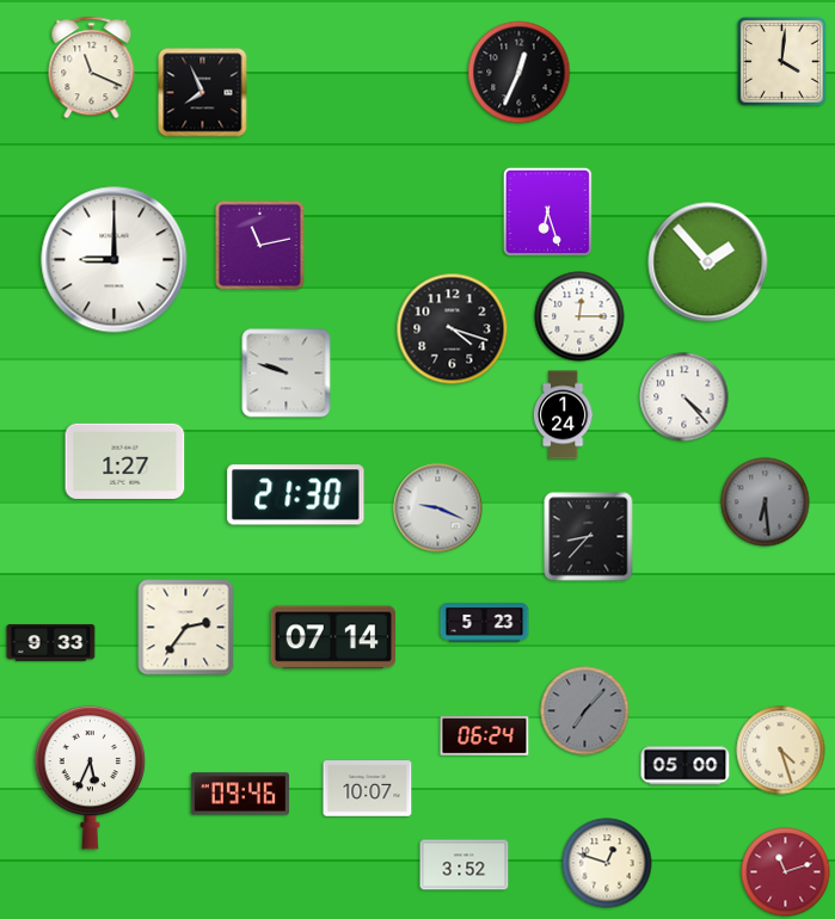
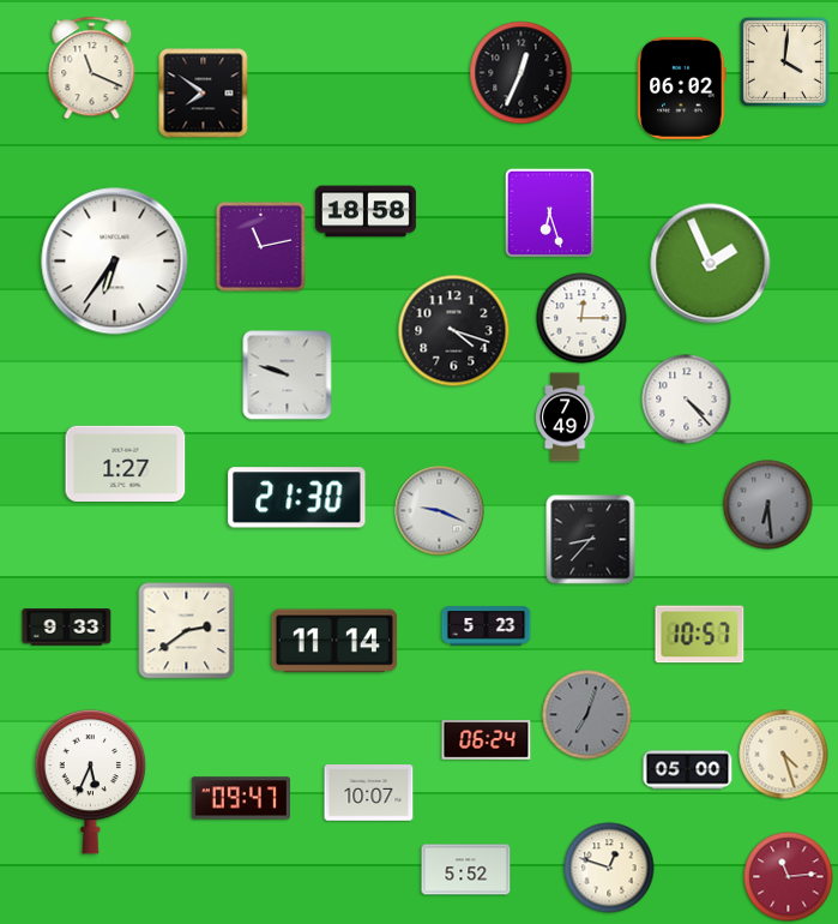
clock at (682, 88): none -> 06:02
clock at (203, 93): 7:56 -> 7:51
clock at (366, 211): none -> 18:58
clock at (115, 260): 9:00 -> 6:36
clock at (708, 263): 1:53 -> 1:56
clock at (563, 415): 1:24 -> 7:49
clock at (186, 628): 2:36 -> 2:39
clock at (700, 635): none -> 10:57
clock at (332, 637): 07:14 -> 11:14
clock at (51, 643) position: (51, 643) -> (67, 628)
clock at (585, 711): 7:07 -> 7:03
clock at (240, 794): 09:46 -> 09:47
clock at (465, 865): 3:52 -> 5:52
clock at (786, 872): 11:12 -> 11:14
